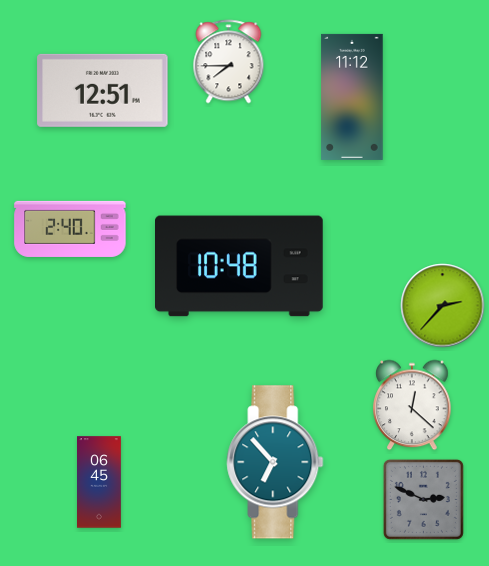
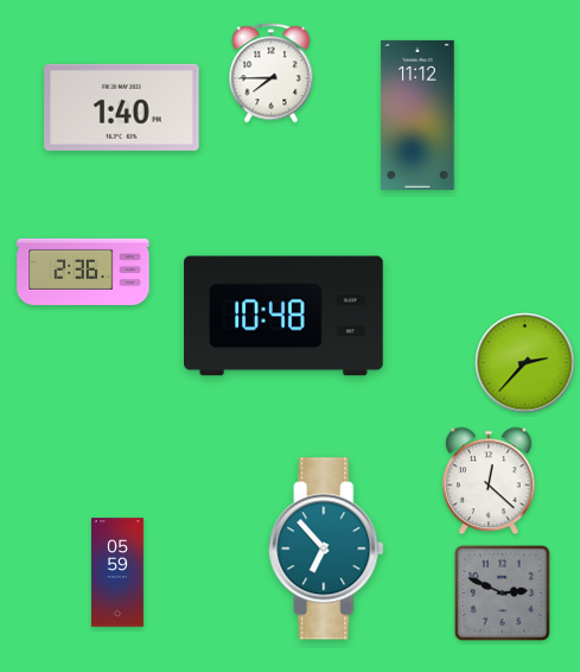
clock at (103, 90): 12:51 -> 1:40
clock at (70, 229): 2:40 -> 2:36
clock at (100, 482): 06:45 -> 05:59
